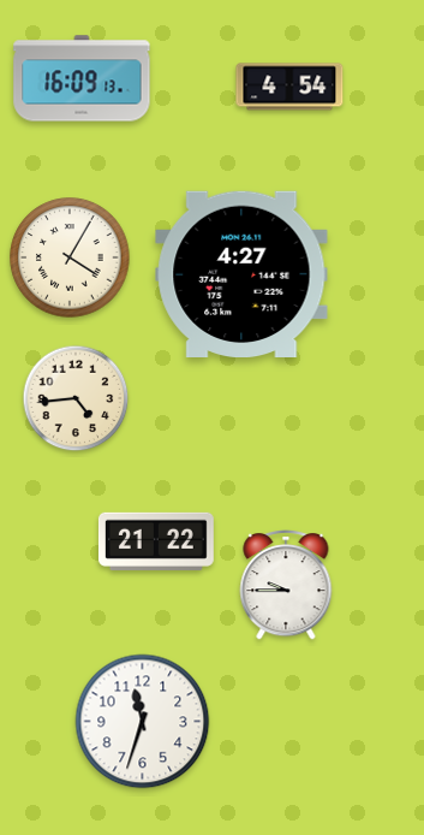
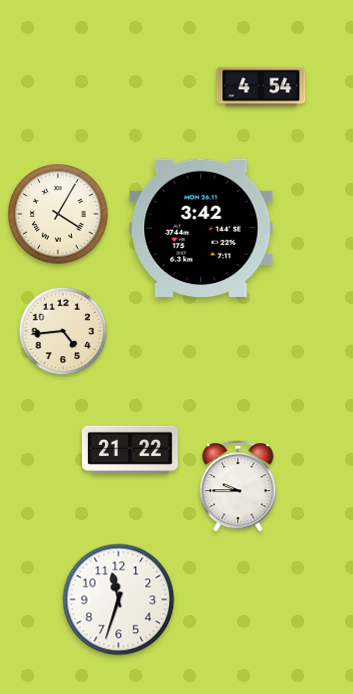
clock at (82, 78): 16:09 -> none
clock at (289, 87) position: (289, 87) -> (261, 87)
clock at (241, 274): 4:27 -> 3:42
